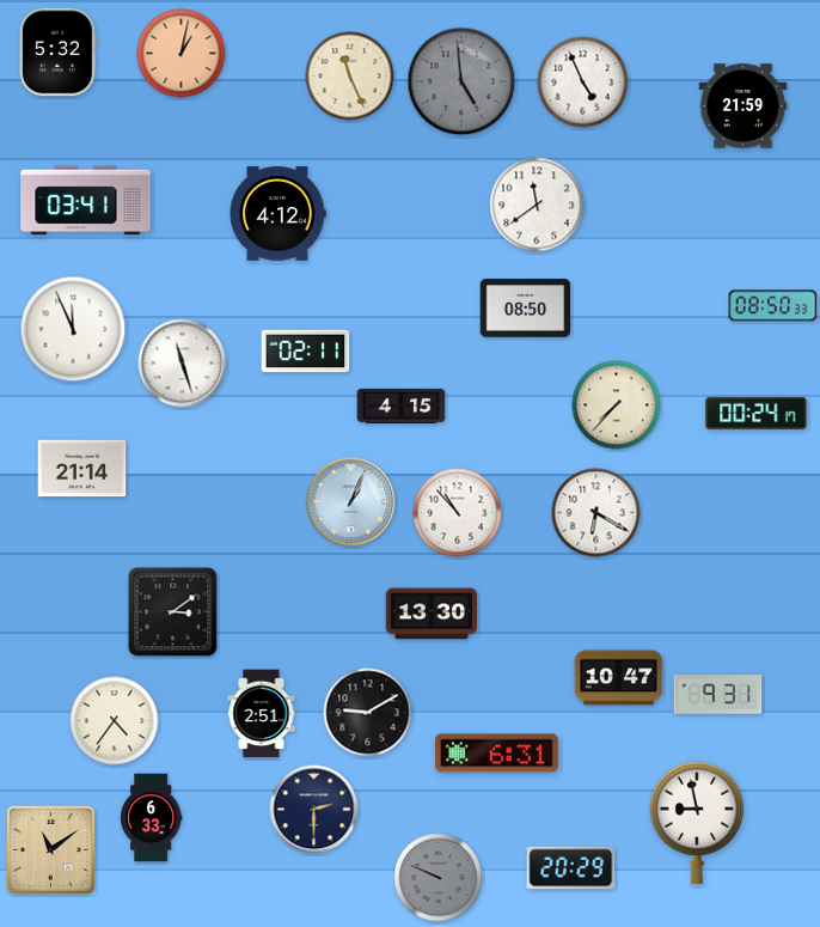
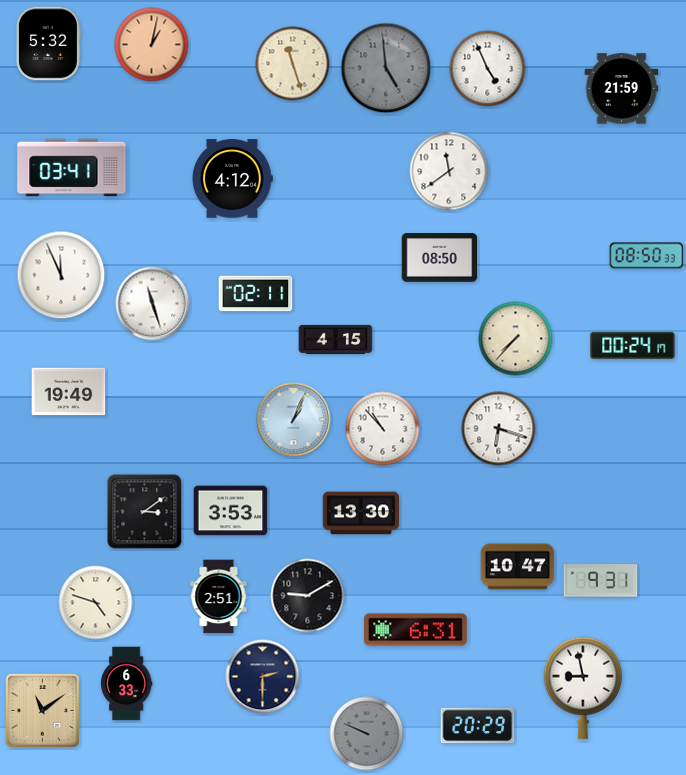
clock at (350, 77): 11:26 -> 11:27
clock at (82, 469): 21:14 -> 19:49
clock at (596, 513): 6:20 -> 6:18
clock at (231, 511): none -> 3:53
clock at (115, 721): 4:36 -> 4:48
